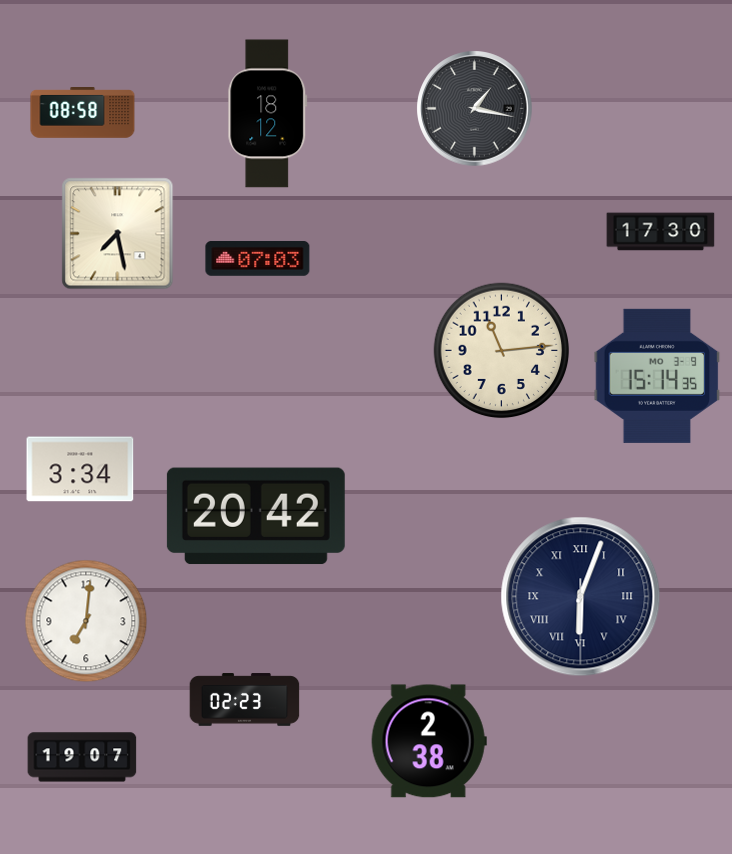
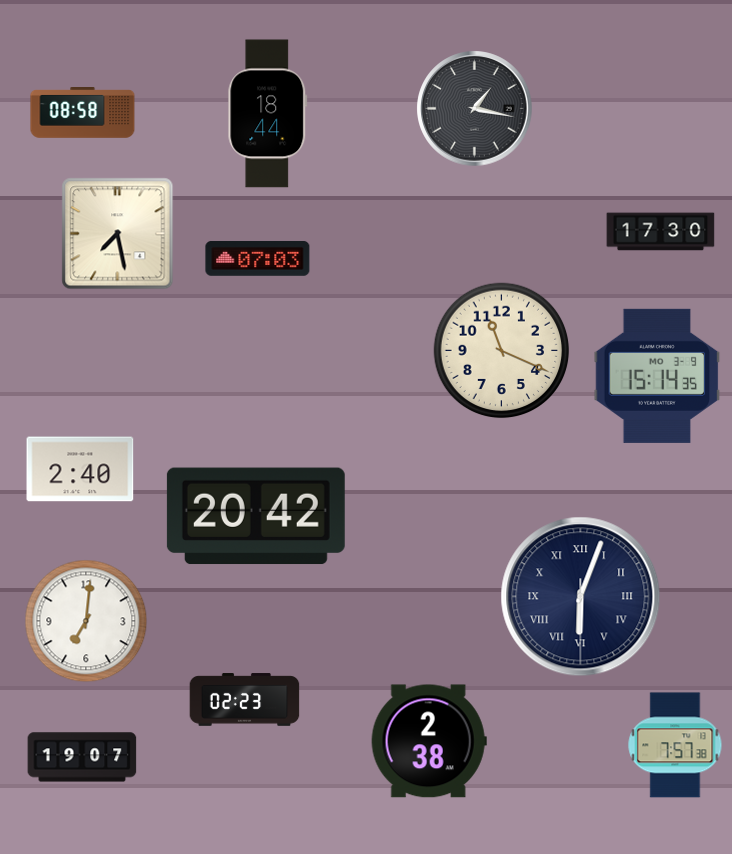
clock at (268, 114): 18:12 -> 18:44
clock at (502, 351): 11:14 -> 11:19
clock at (80, 469): 3:34 -> 2:40
clock at (675, 745): none -> 7:57
